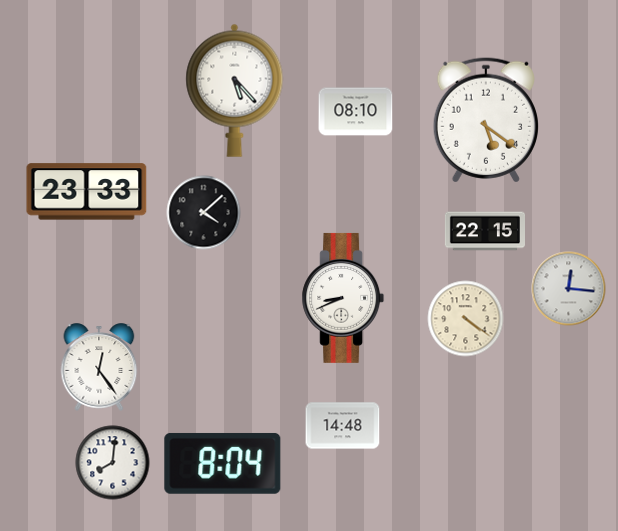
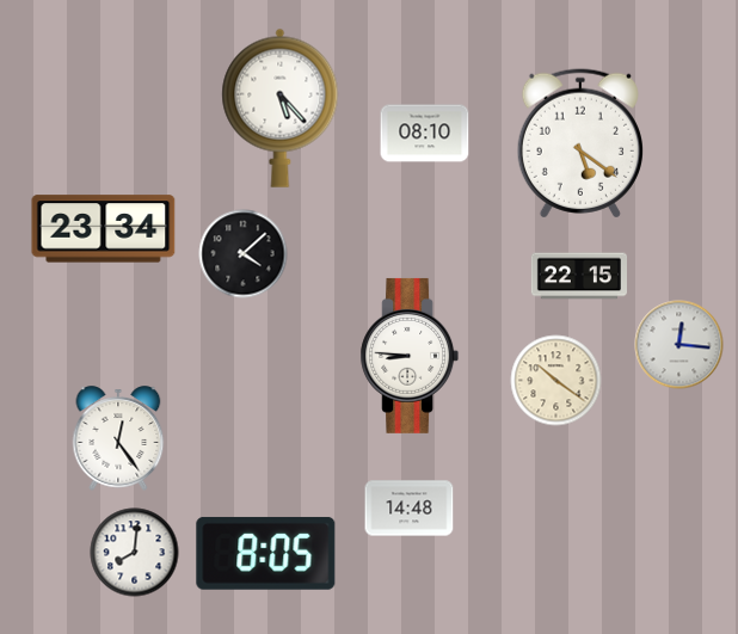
clock at (87, 192): 23:33 -> 23:34
clock at (343, 298): 8:41 -> 8:46
clock at (466, 319): 4:21 -> 10:21
clock at (223, 463): 8:04 -> 8:05
